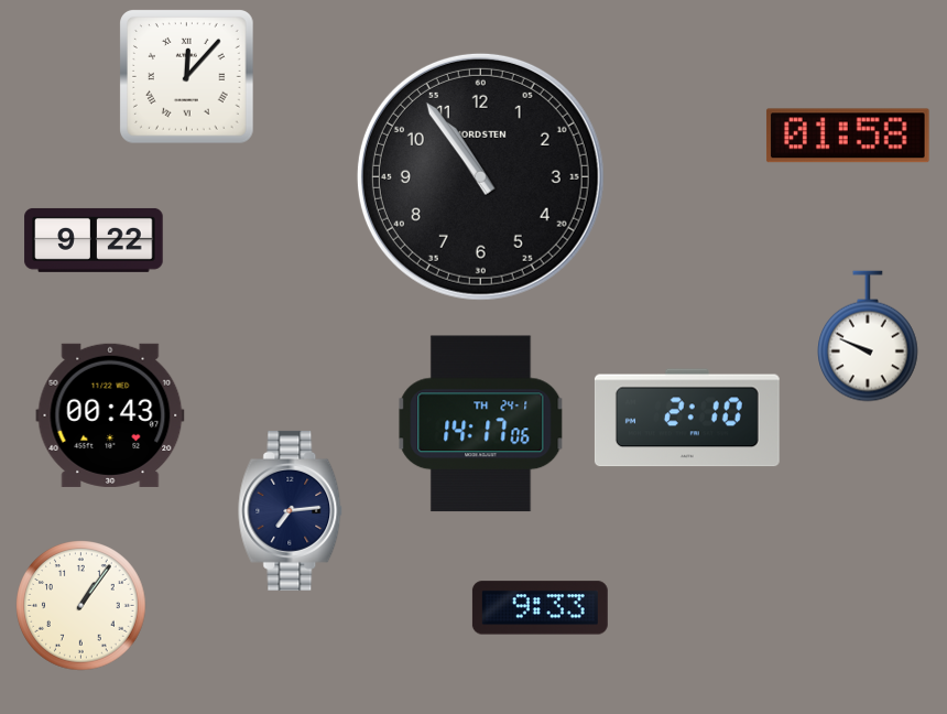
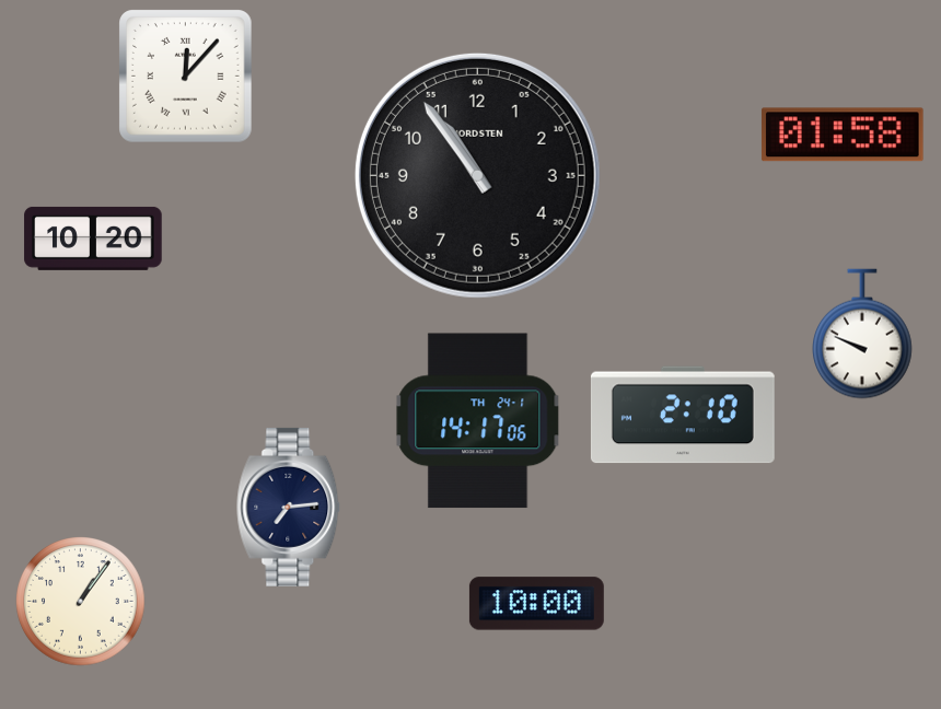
clock at (94, 240): 9:22 -> 10:20
clock at (110, 415): 00:43 -> none
clock at (540, 608): 9:33 -> 10:00
